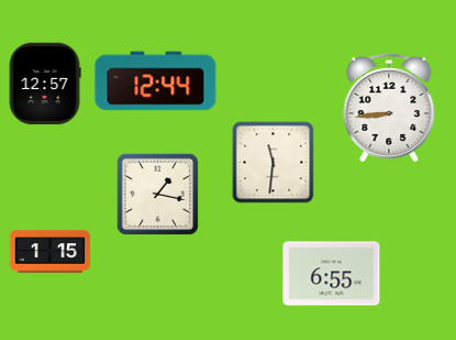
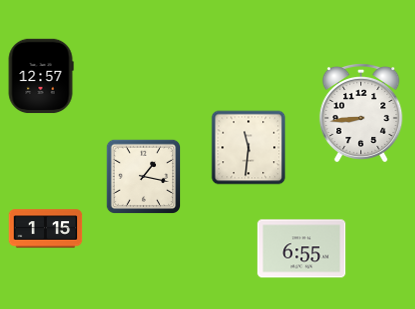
clock at (156, 81): 12:44 -> none
clock at (389, 108) position: (389, 108) -> (361, 113)
